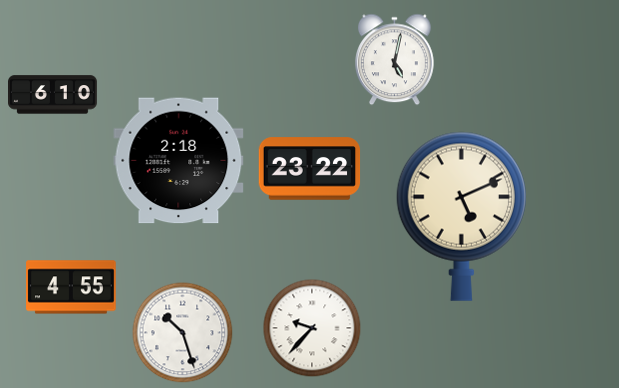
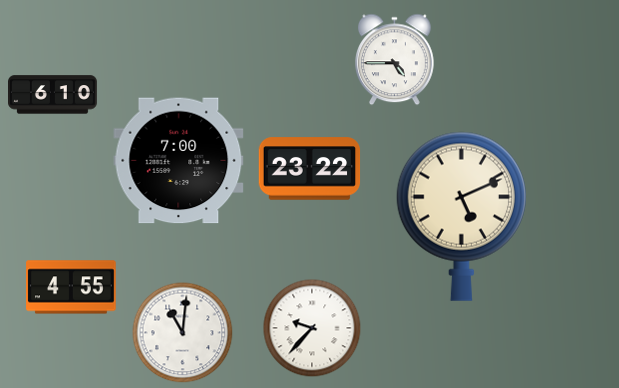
clock at (395, 60): 5:02 -> 4:45
clock at (179, 161): 2:18 -> 7:00
clock at (183, 333): 10:27 -> 11:01
